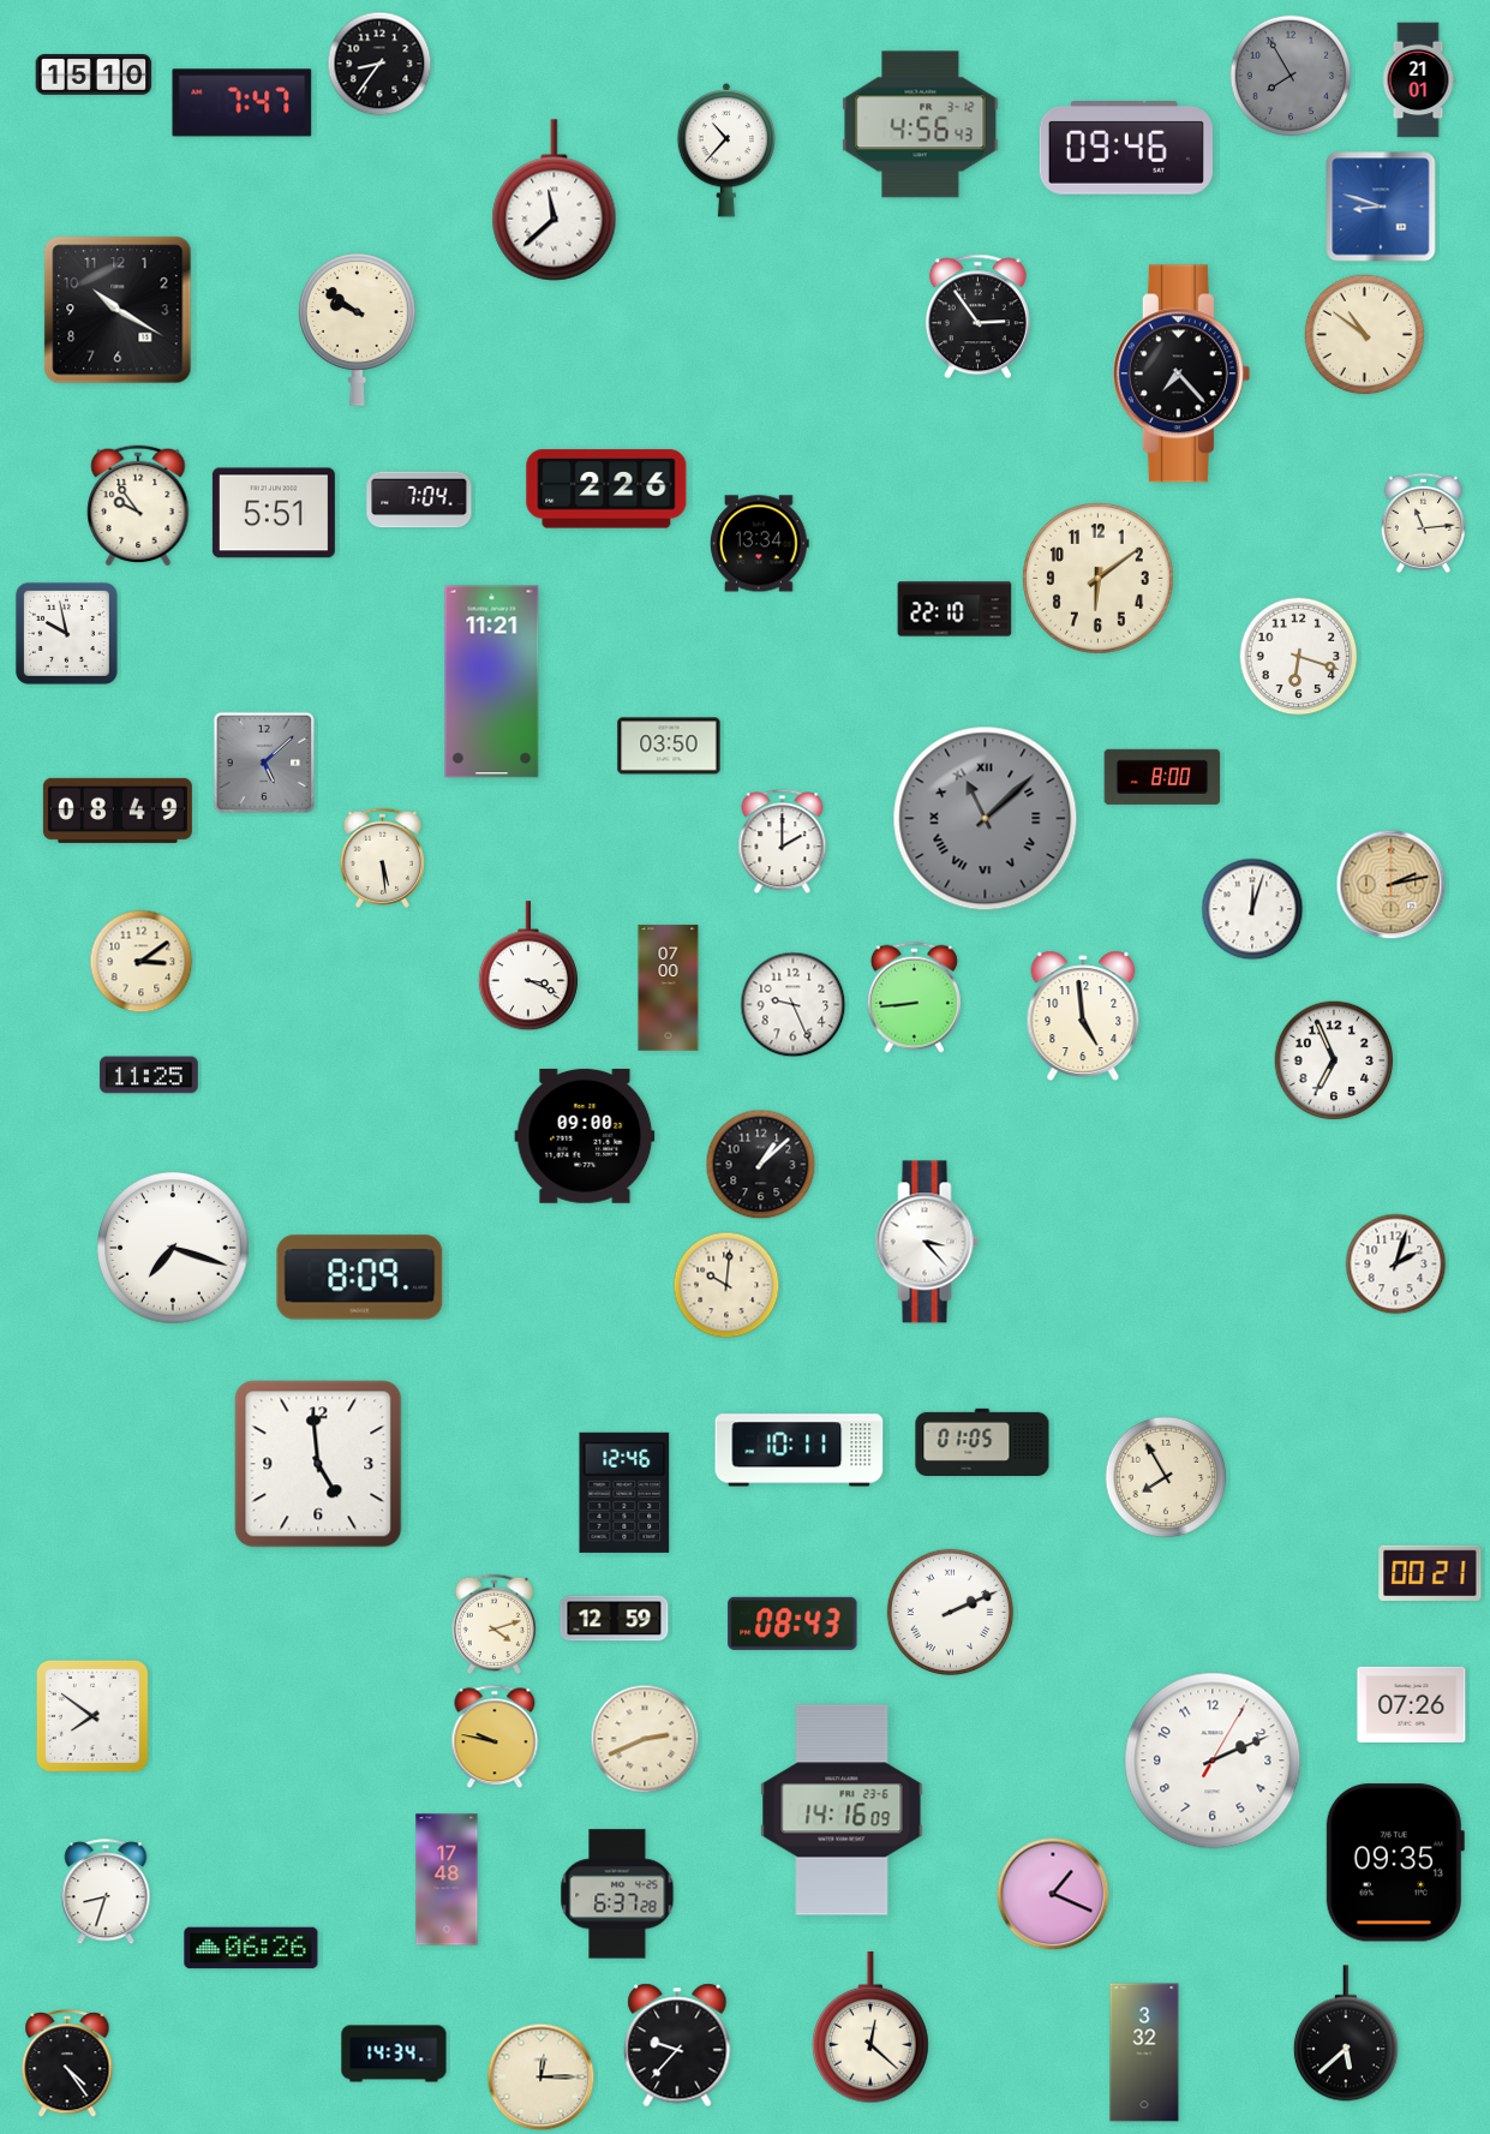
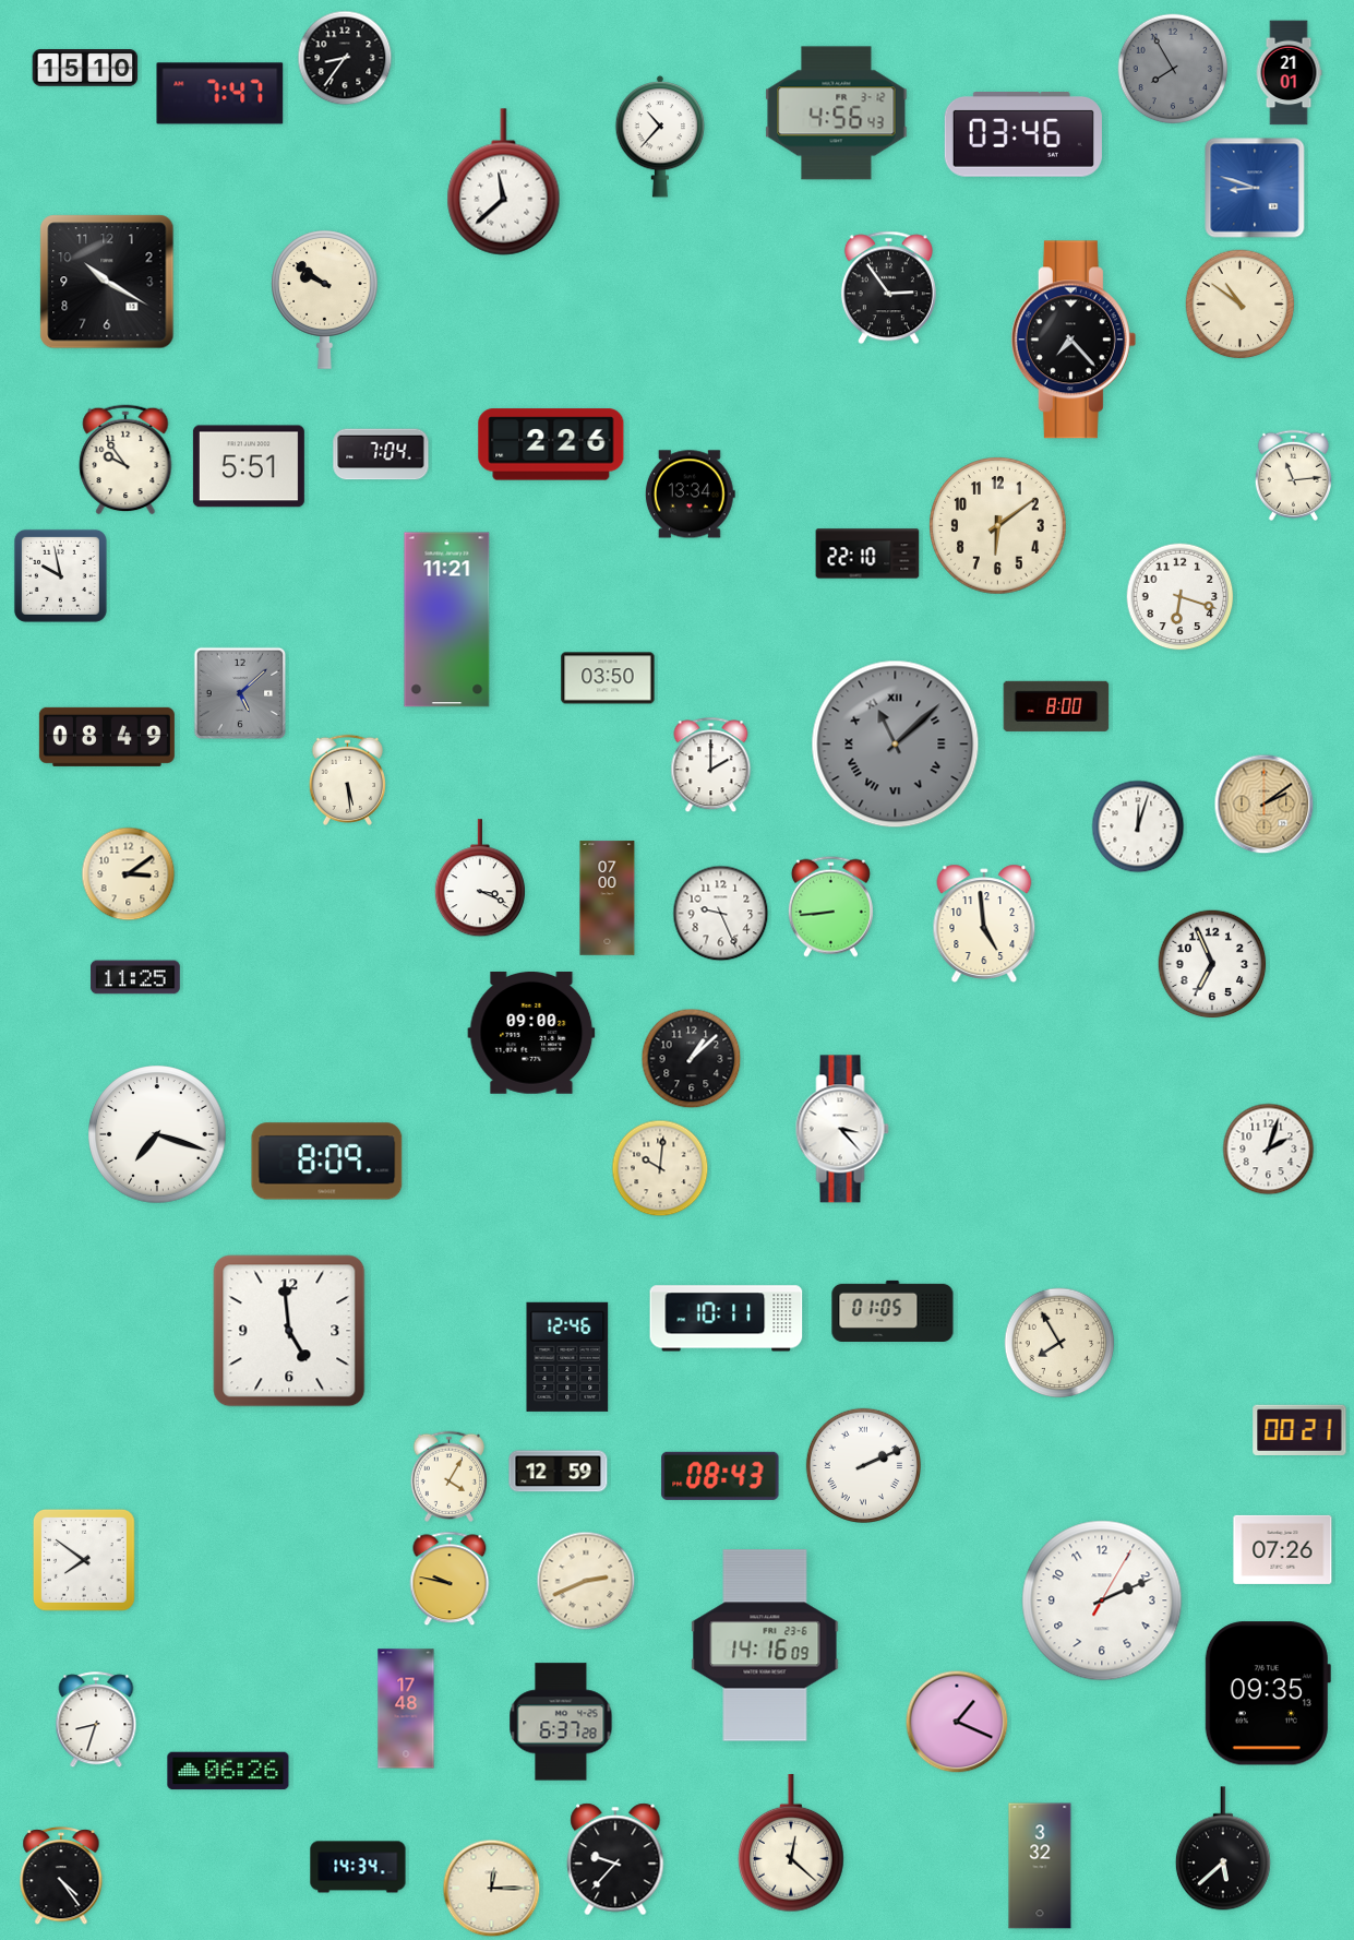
clock at (1126, 149): 09:46 -> 03:46
clock at (1392, 885): 2:13 -> 2:09
clock at (493, 1624): 4:12 -> 4:05
